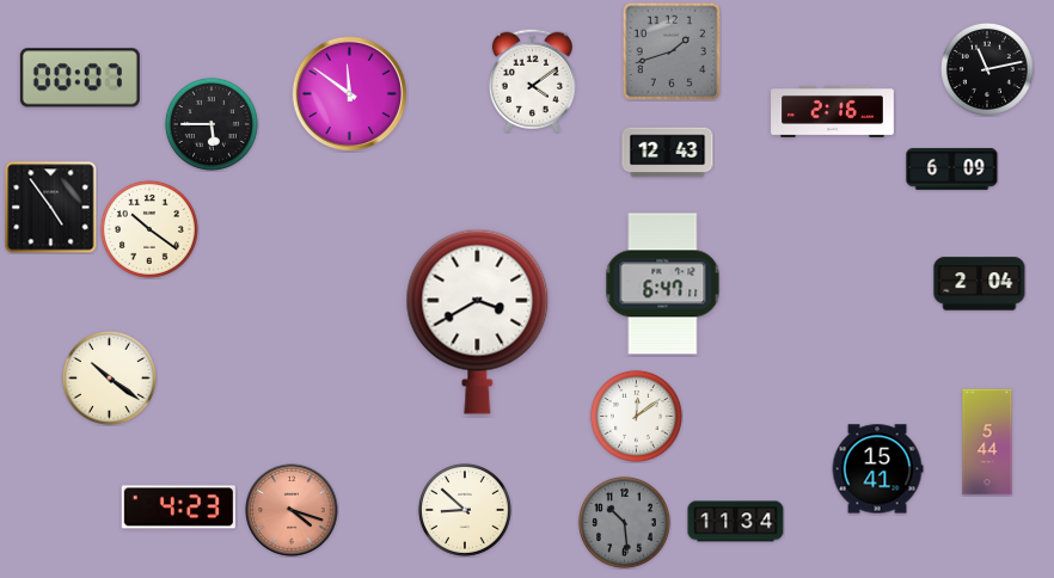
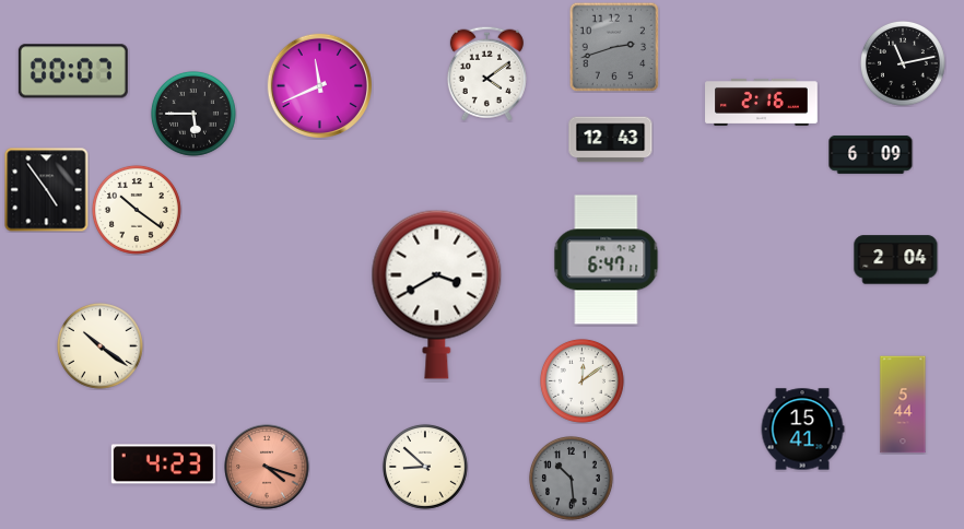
clock at (672, 51): 1:42 -> 2:42
clock at (349, 93): 11:51 -> 11:41
clock at (736, 522): 11:34 -> none
